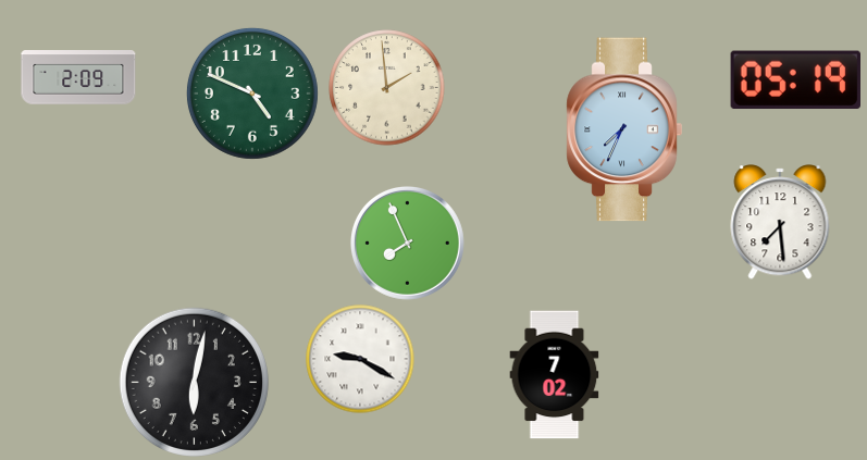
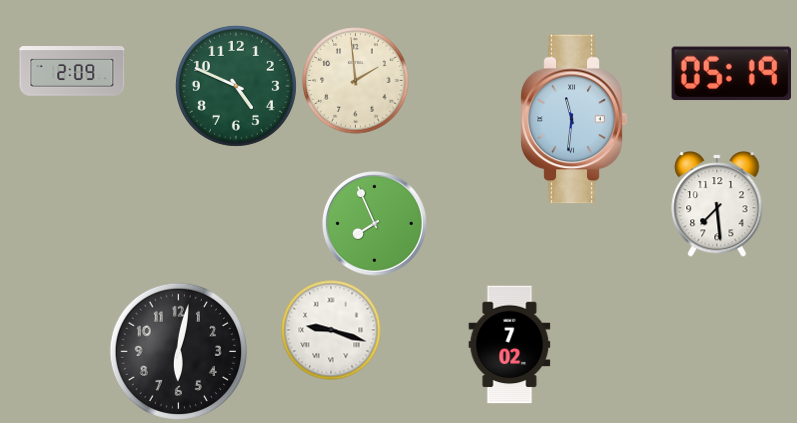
clock at (252, 94) position: (252, 94) -> (236, 86)
clock at (624, 129): 7:34 -> 11:31
clock at (360, 359): 9:20 -> 9:18
